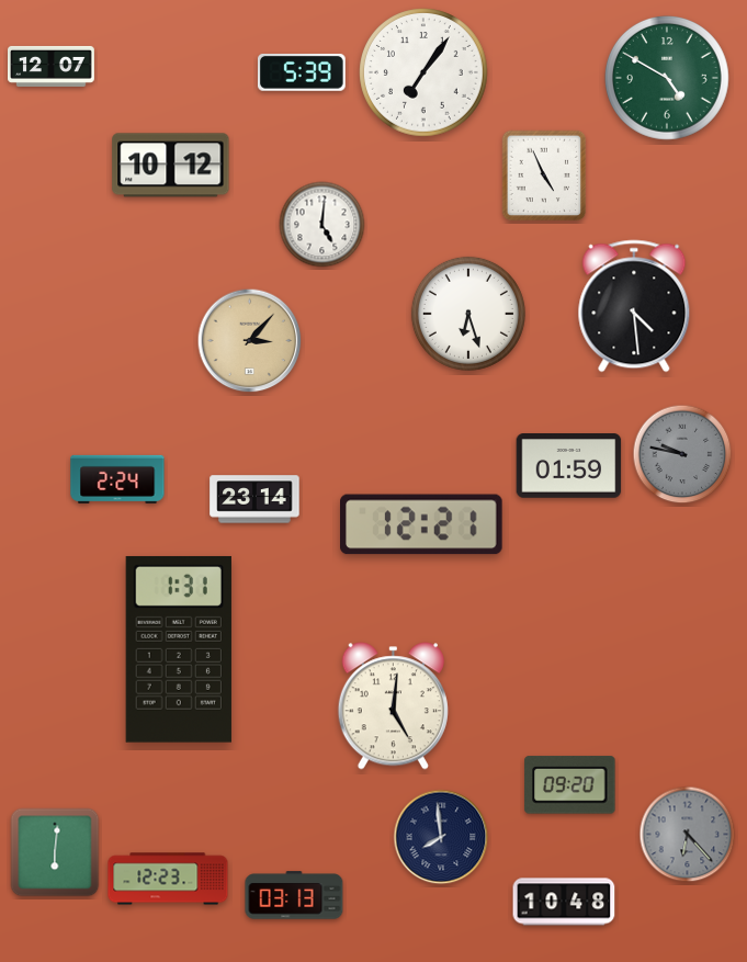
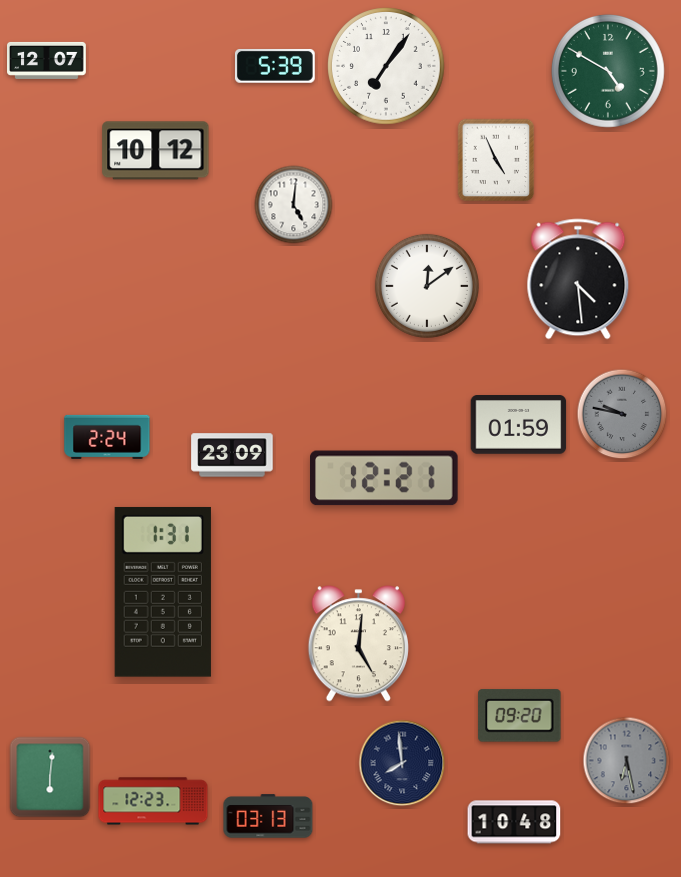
clock at (468, 314): 6:27 -> 12:09
clock at (250, 341): 3:07 -> none
clock at (254, 499): 23:14 -> 23:09
clock at (688, 835): 6:23 -> 6:28
